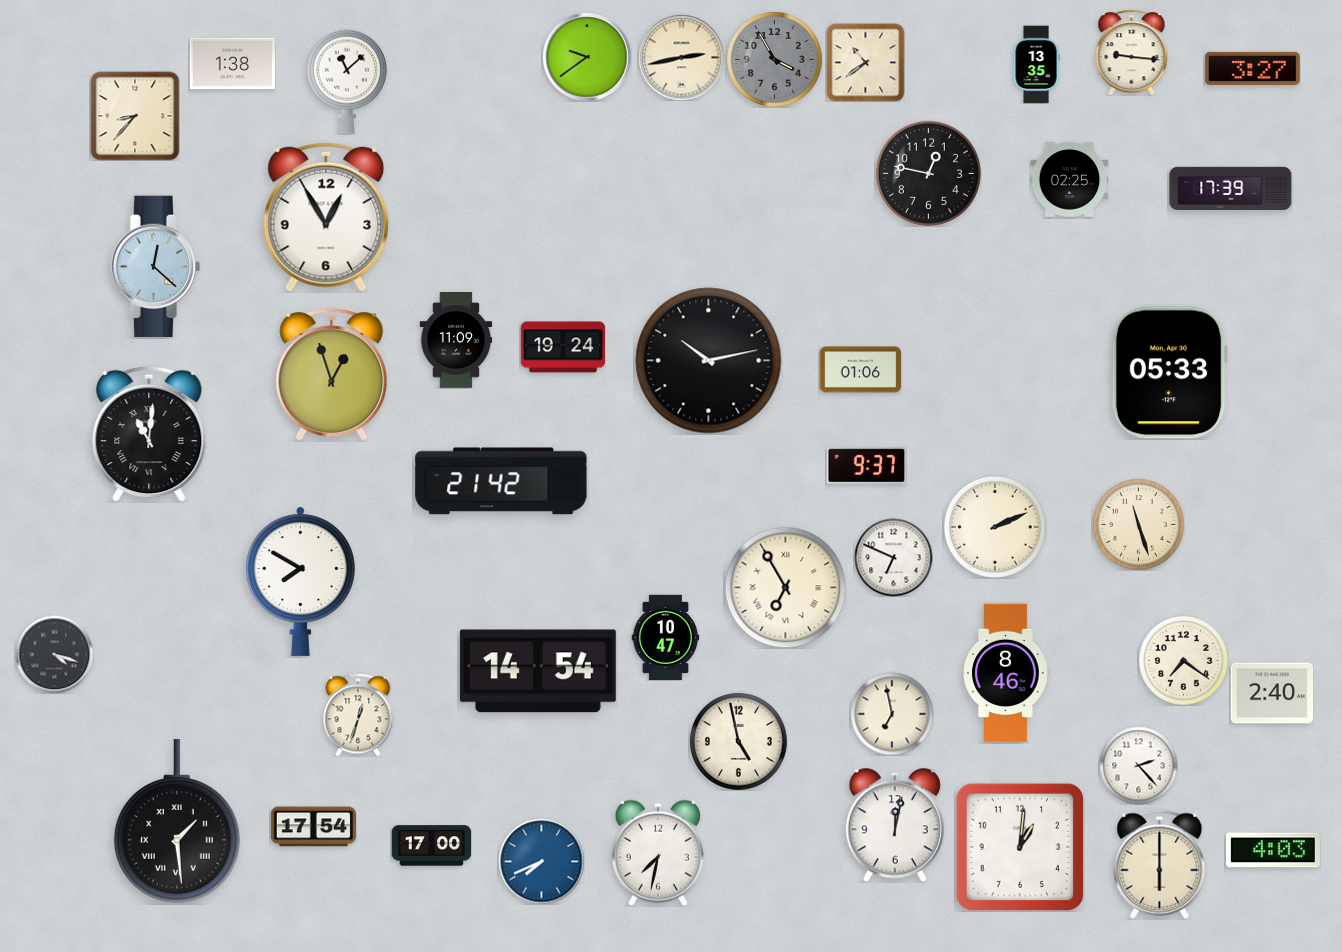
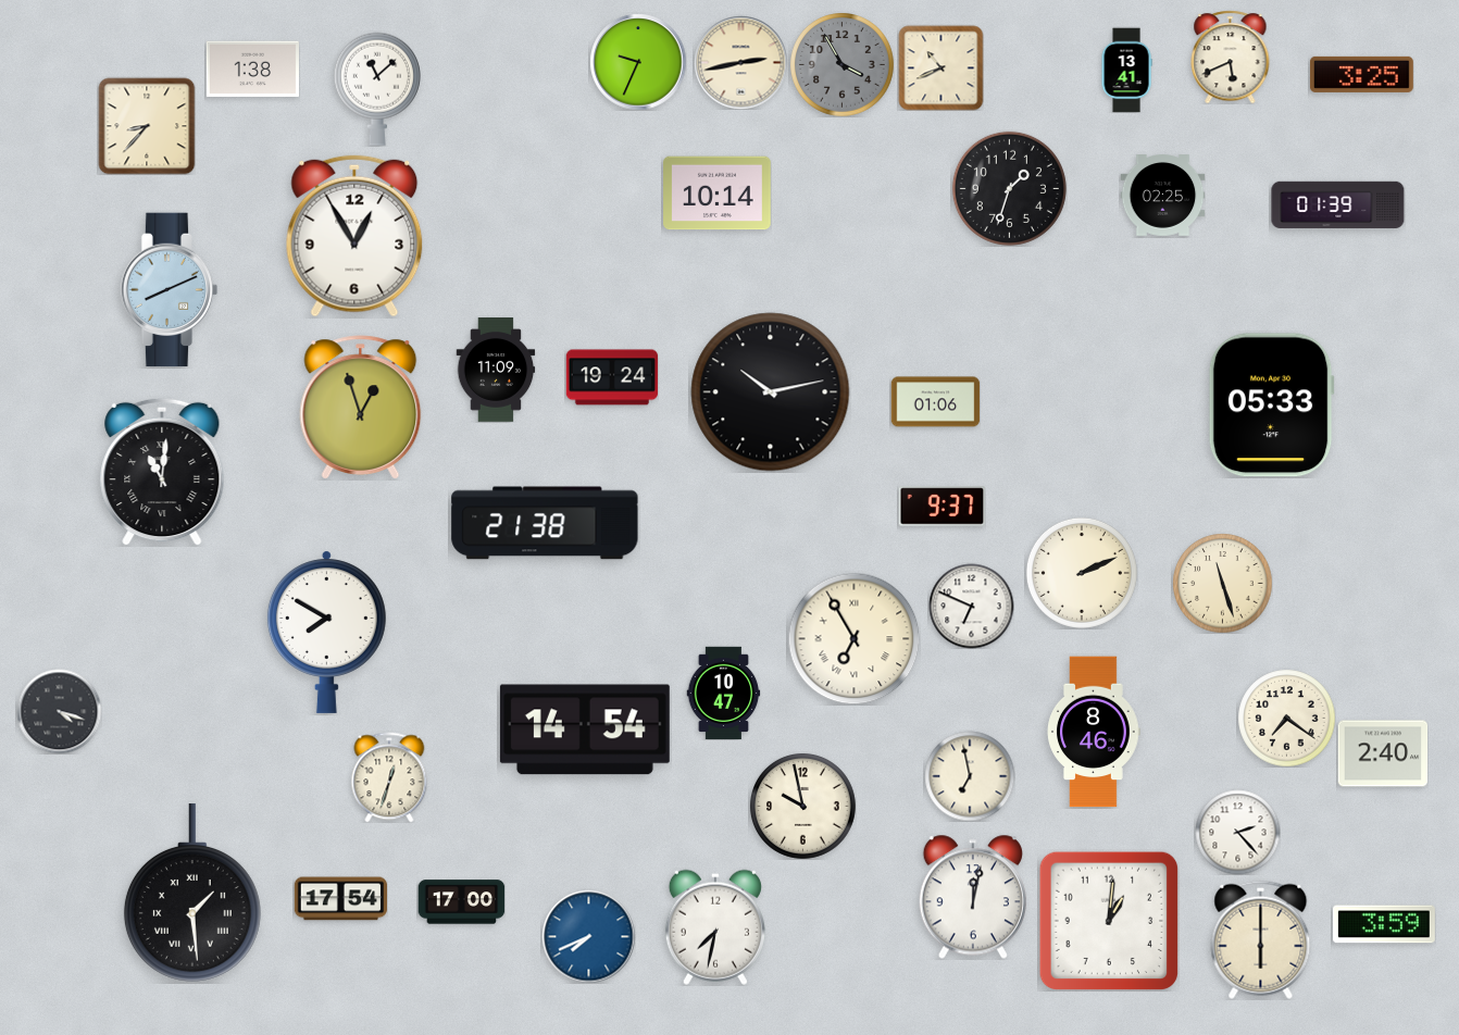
clock at (1132, 52): 9:16 -> 5:41
clock at (587, 57): 9:39 -> 9:34
clock at (865, 62): 10:39 -> 10:41
clock at (1036, 64): 13:35 -> 13:41
clock at (1252, 68): 3:27 -> 3:25
clock at (928, 173): 12:47 -> 1:33
clock at (718, 194): none -> 10:14
clock at (1231, 188): 17:39 -> 01:39
clock at (156, 267): 12:22 -> 8:11
clock at (501, 481): 21:42 -> 21:38
clock at (1138, 524) position: (1138, 524) -> (1222, 583)
clock at (739, 742): 4:58 -> 9:58
clock at (431, 846) position: (431, 846) -> (461, 902)
clock at (1273, 850): 4:03 -> 3:59
